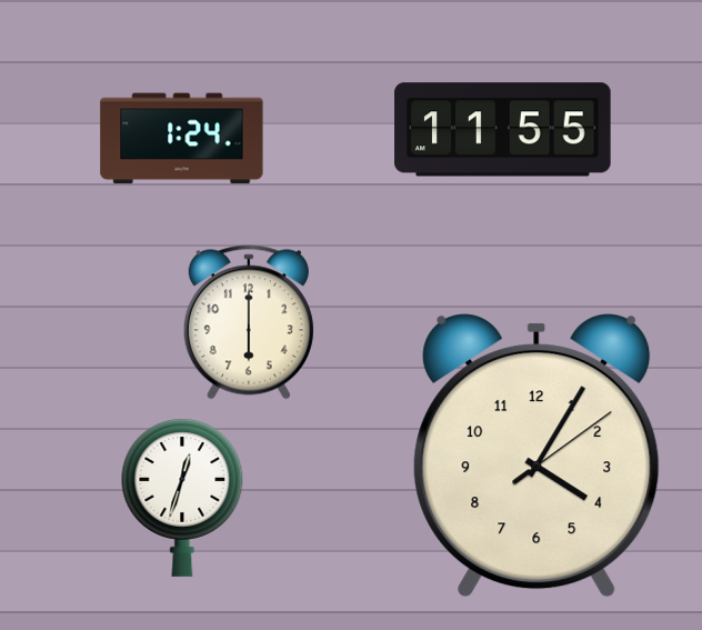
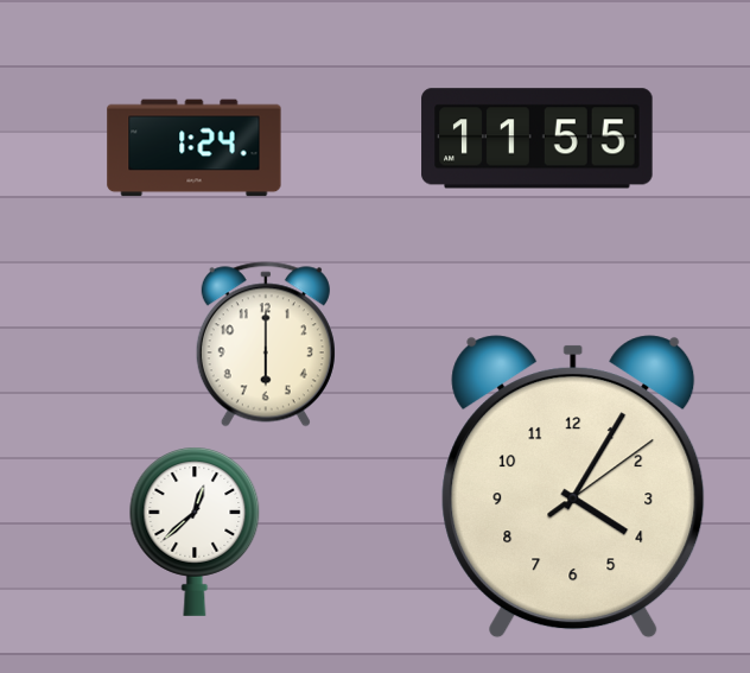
clock at (182, 498): 12:33 -> 12:38
